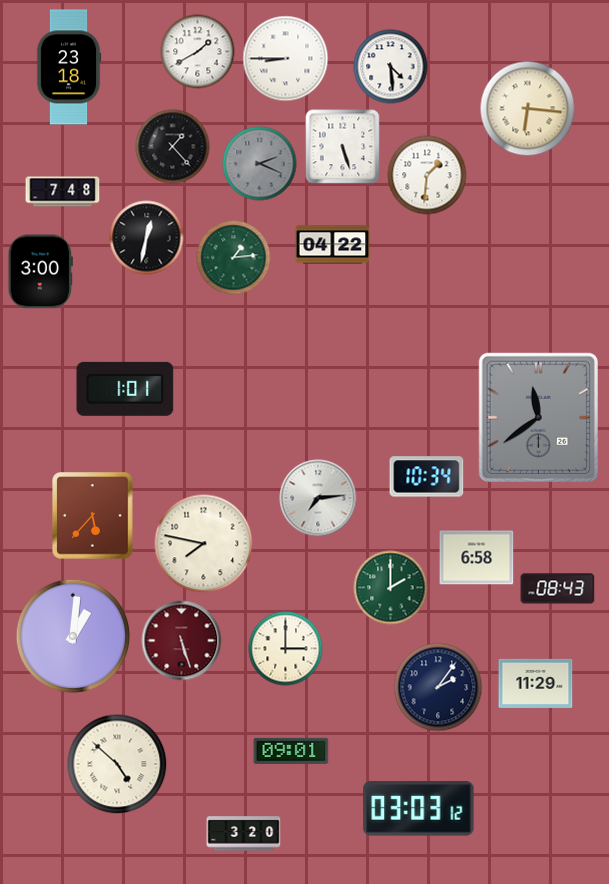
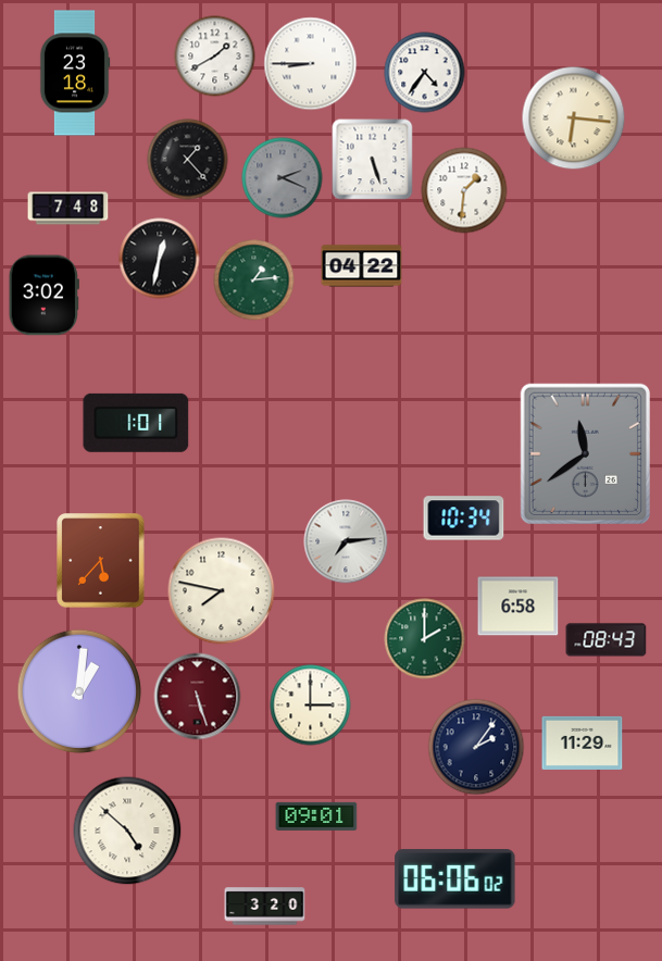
clock at (391, 67): 4:29 -> 4:36
clock at (40, 272): 3:00 -> 3:02
clock at (419, 809): 03:03 -> 06:06
